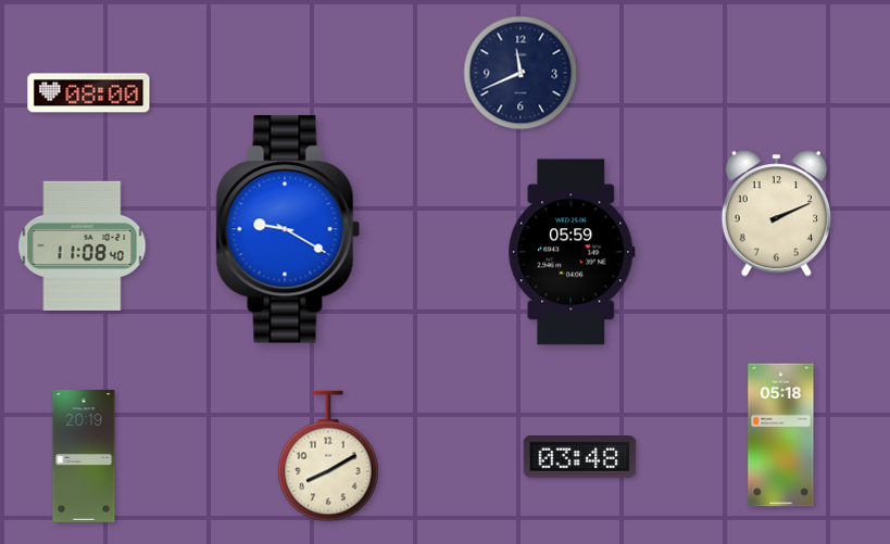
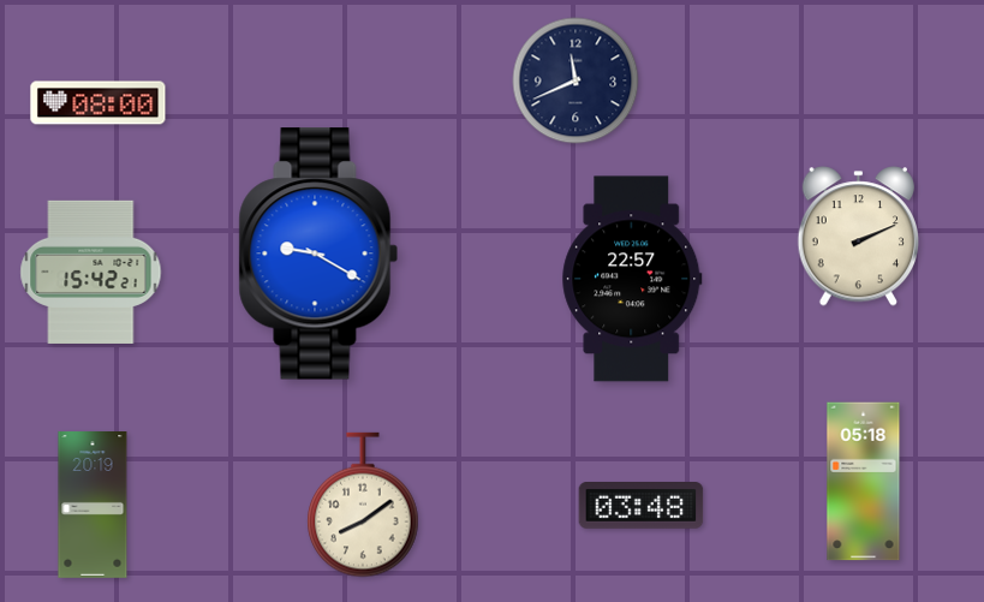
clock at (83, 245): 11:08 -> 15:42
clock at (572, 252): 05:59 -> 22:57
clock at (328, 456): 8:10 -> 8:09
